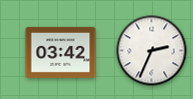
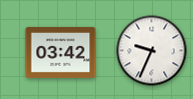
clock at (152, 51): 2:34 -> 9:34
